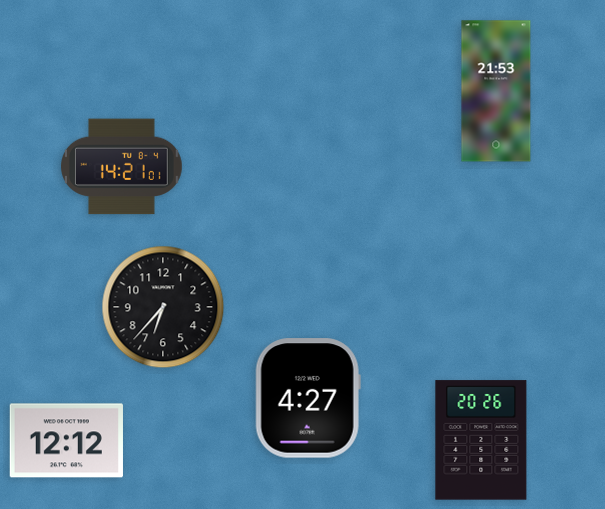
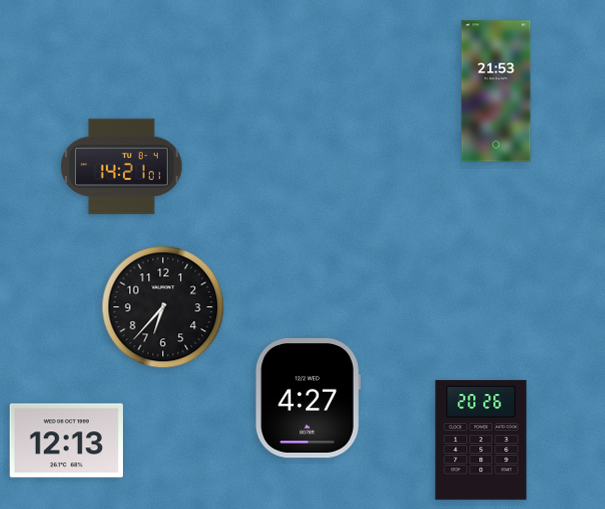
clock at (66, 441): 12:12 -> 12:13
